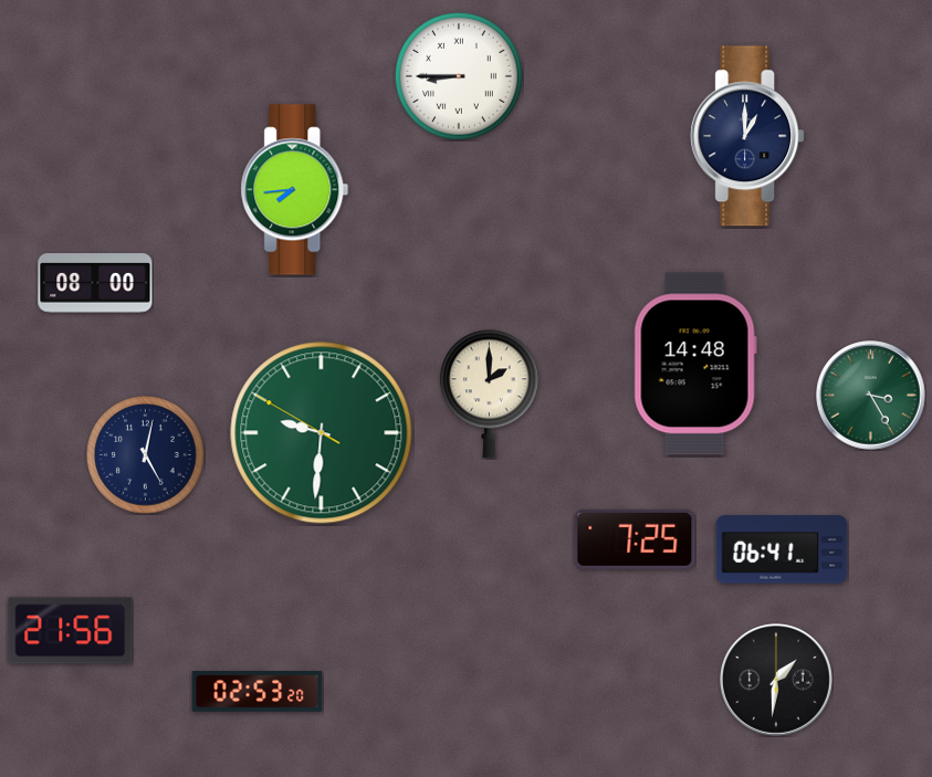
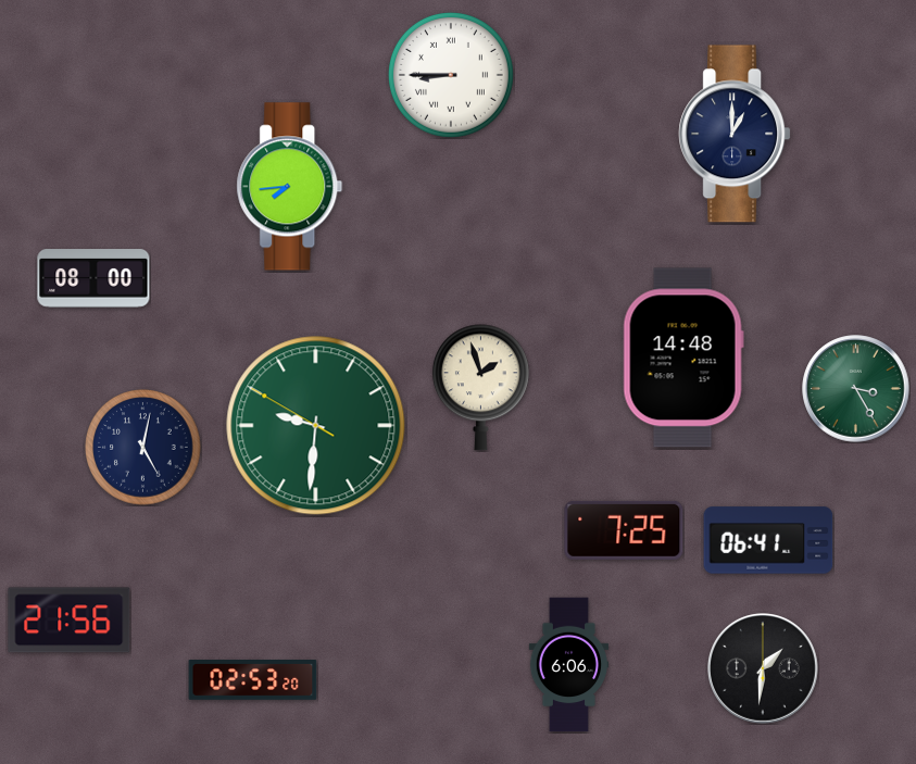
clock at (489, 395): 2:00 -> 1:57
clock at (569, 665): none -> 6:06
